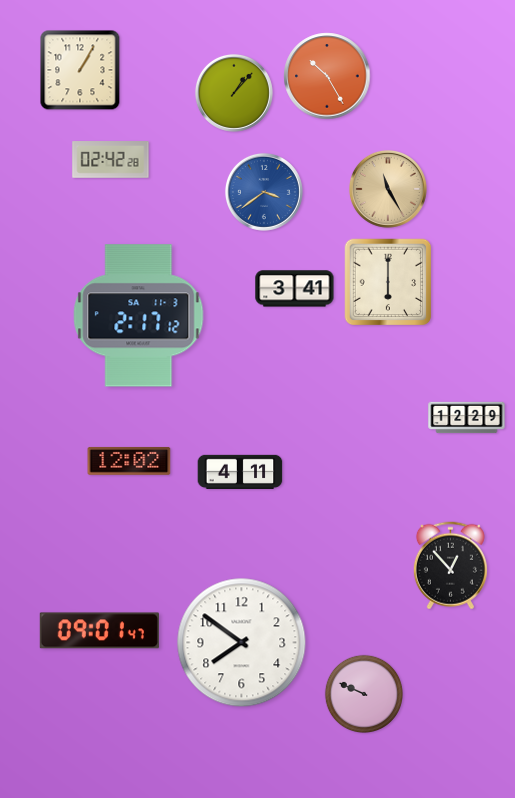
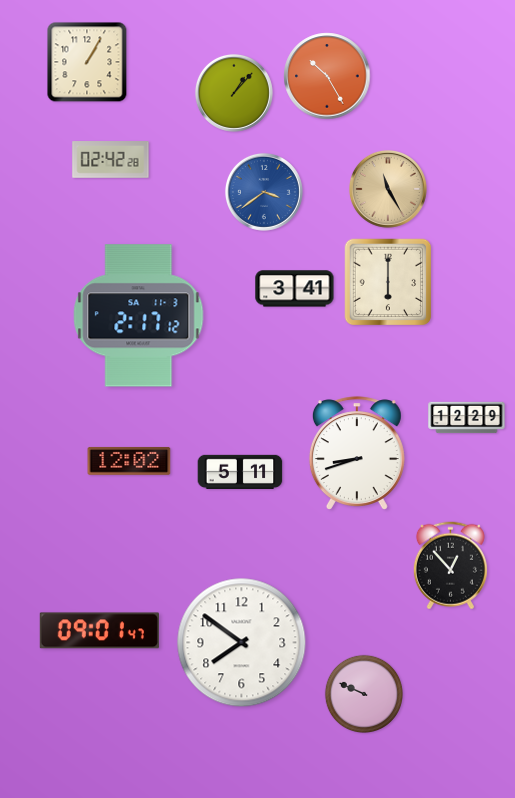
clock at (80, 70) position: (80, 70) -> (87, 62)
clock at (357, 453): none -> 8:42
clock at (240, 471): 4:11 -> 5:11
